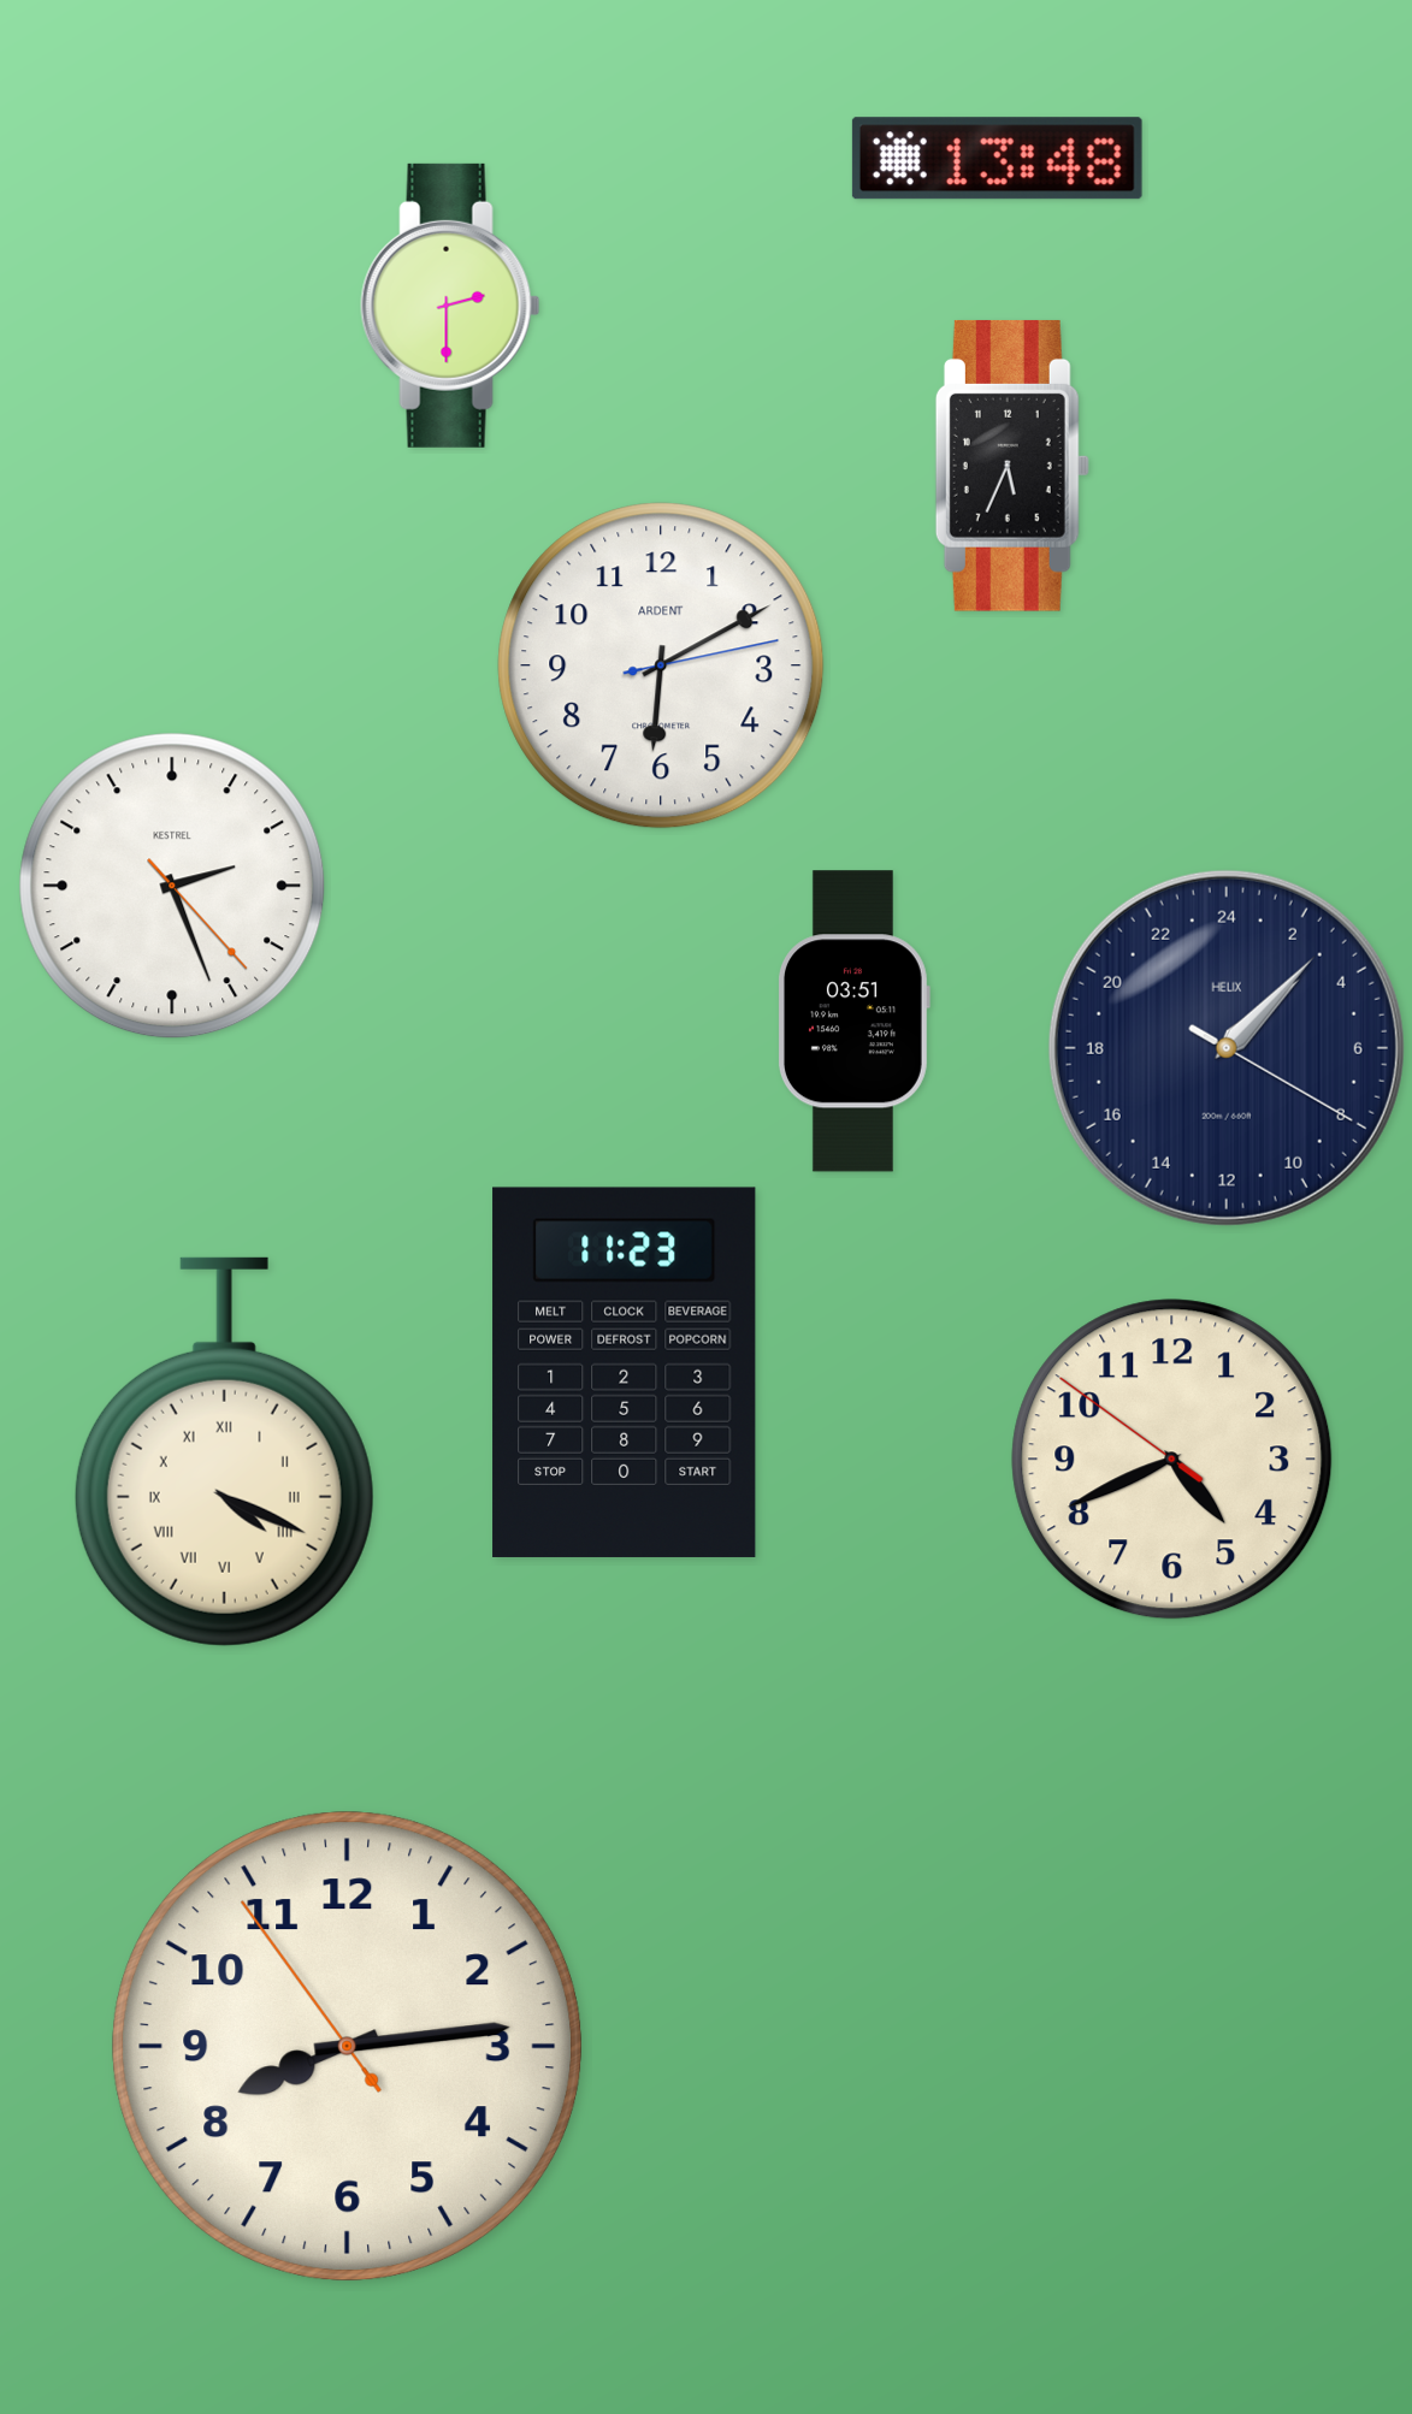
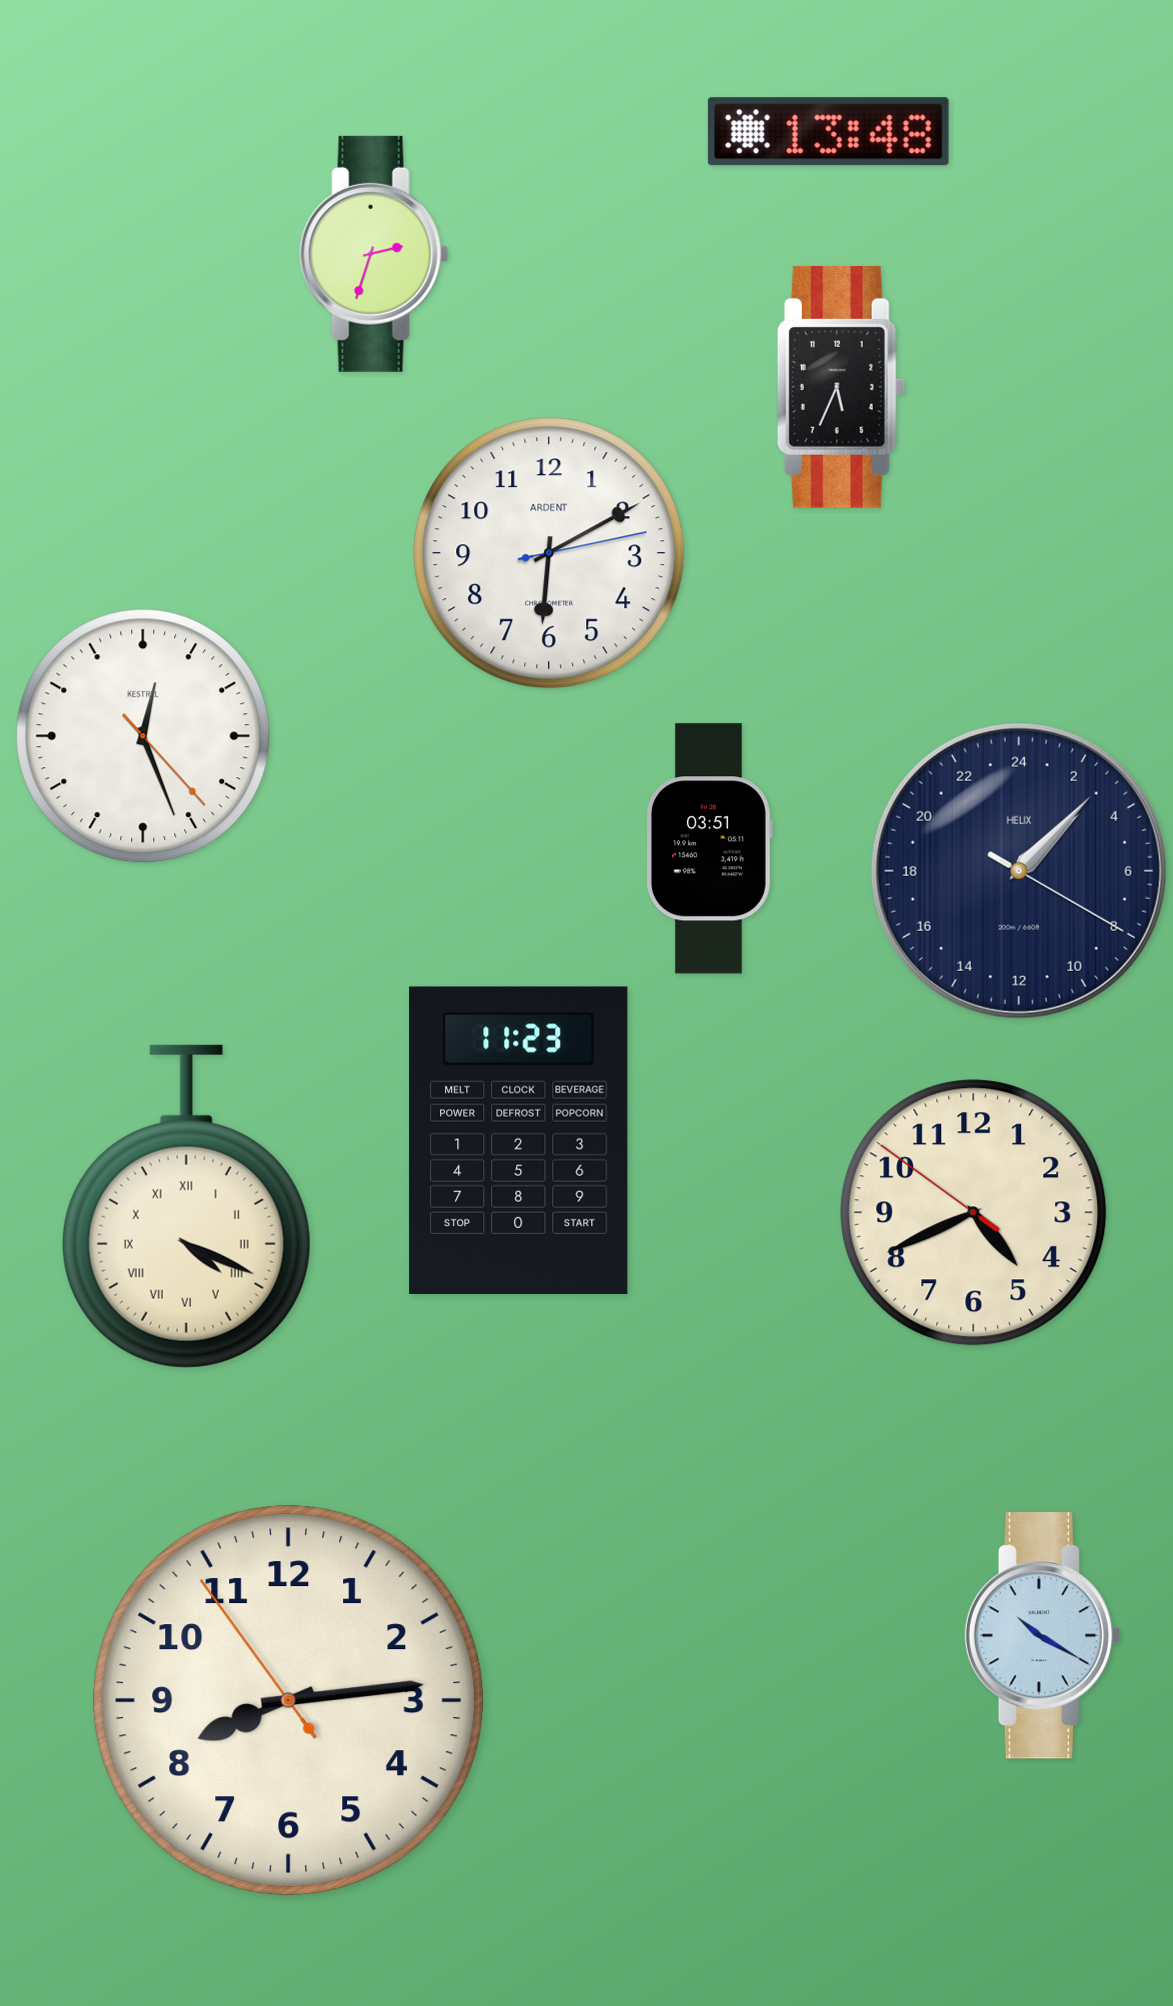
clock at (450, 306): 2:30 -> 2:33
clock at (172, 886): 2:26 -> 12:26
clock at (1043, 1636): none -> 10:20
